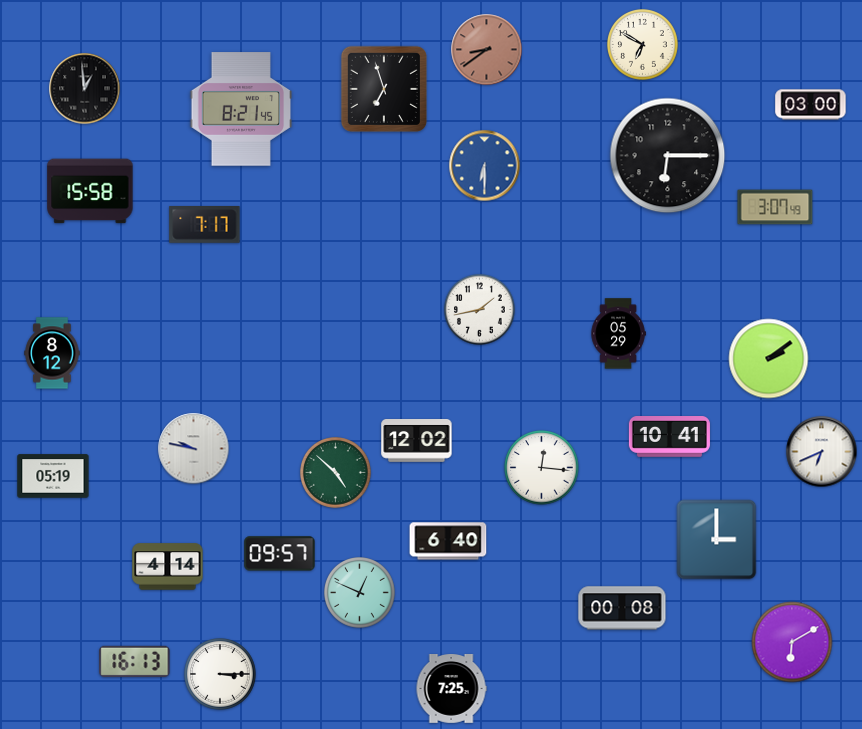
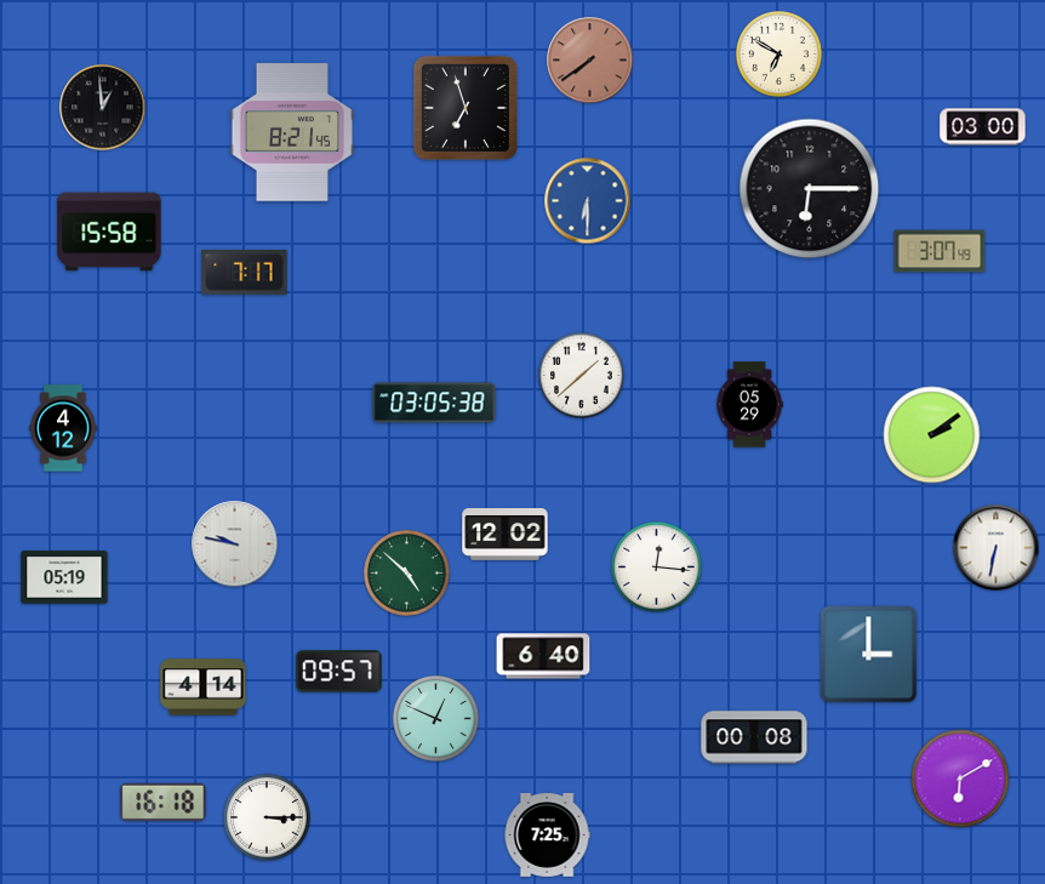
clock at (487, 50): 8:39 -> 7:39
clock at (205, 225) position: (205, 225) -> (245, 273)
clock at (480, 310): 1:43 -> 1:38
clock at (434, 403): none -> 03:05
clock at (52, 353): 8:12 -> 4:12
clock at (669, 437): 10:41 -> none
clock at (822, 452): 6:41 -> 6:32
clock at (135, 661): 16:13 -> 16:18
